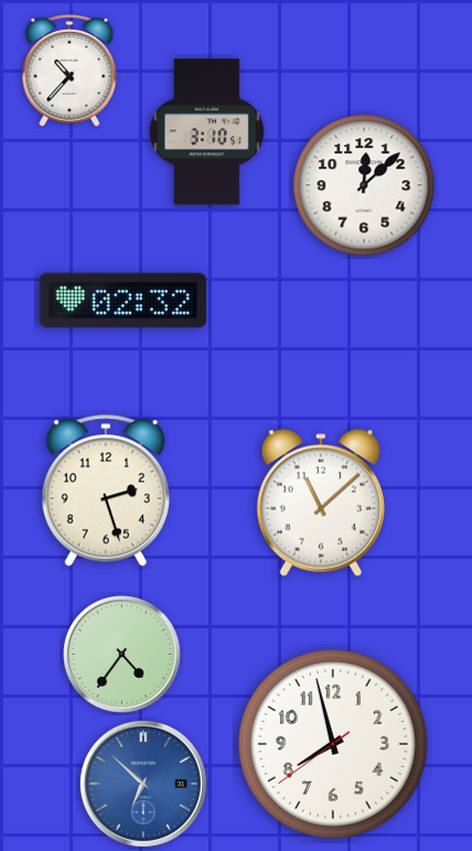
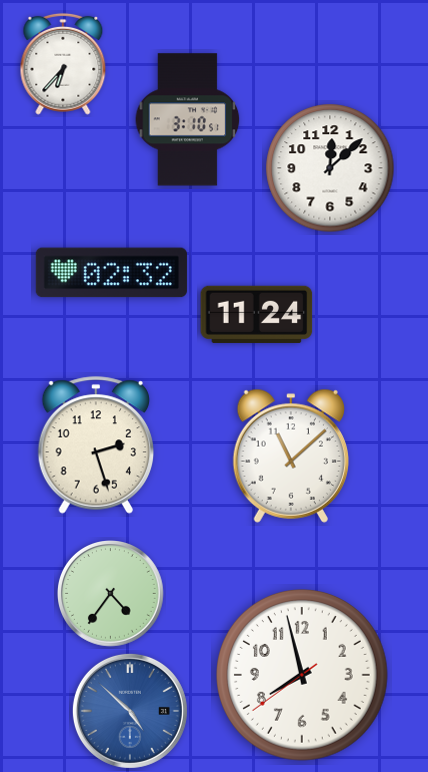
clock at (69, 71): 10:37 -> 6:37
clock at (257, 314): none -> 11:24
clock at (143, 784): 6:52 -> 4:52
